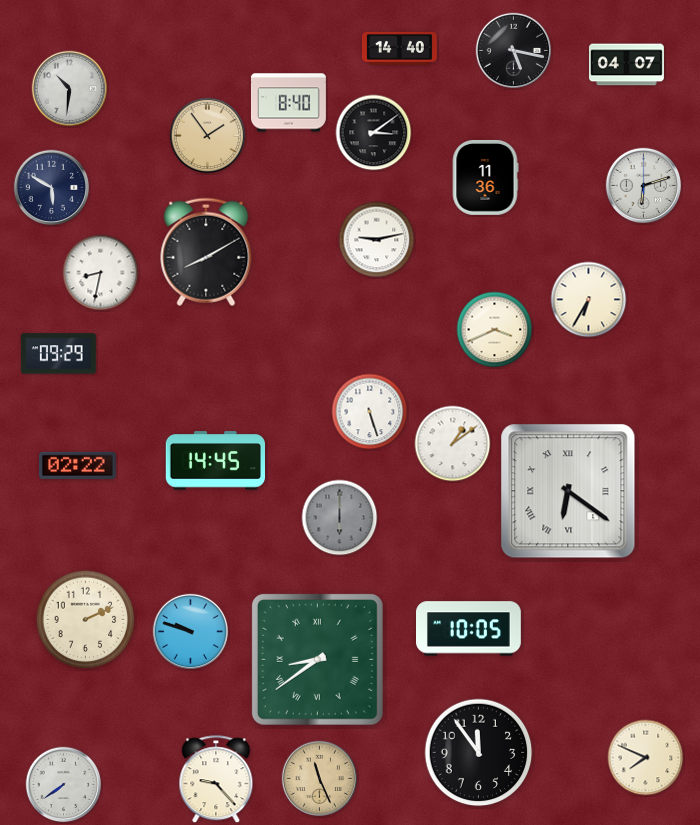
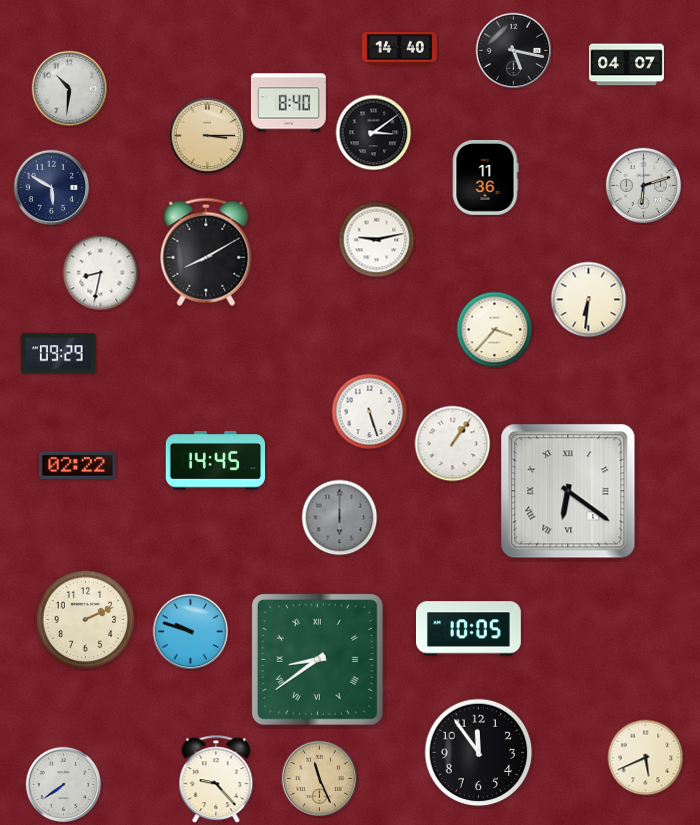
clock at (208, 136): 1:54 -> 3:15
clock at (589, 300): 6:35 -> 6:31
clock at (495, 330): 3:41 -> 3:37
clock at (453, 444): 1:09 -> 1:06
clock at (646, 758): 7:49 -> 5:41
